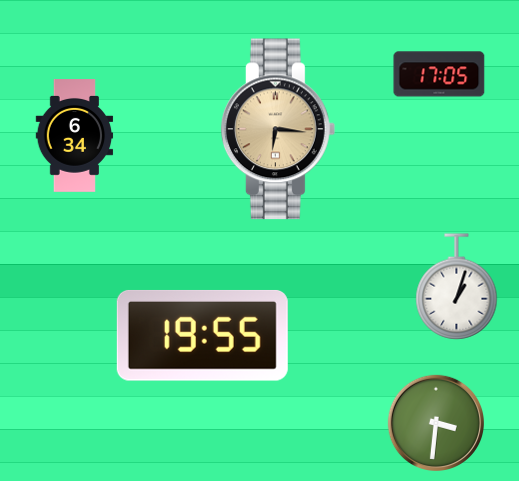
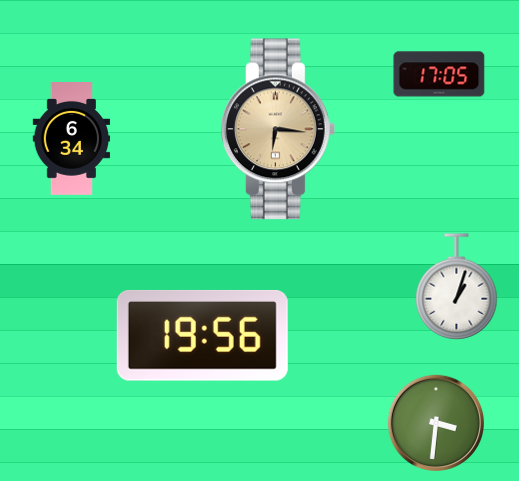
clock at (75, 136) position: (75, 136) -> (72, 139)
clock at (202, 335): 19:55 -> 19:56
